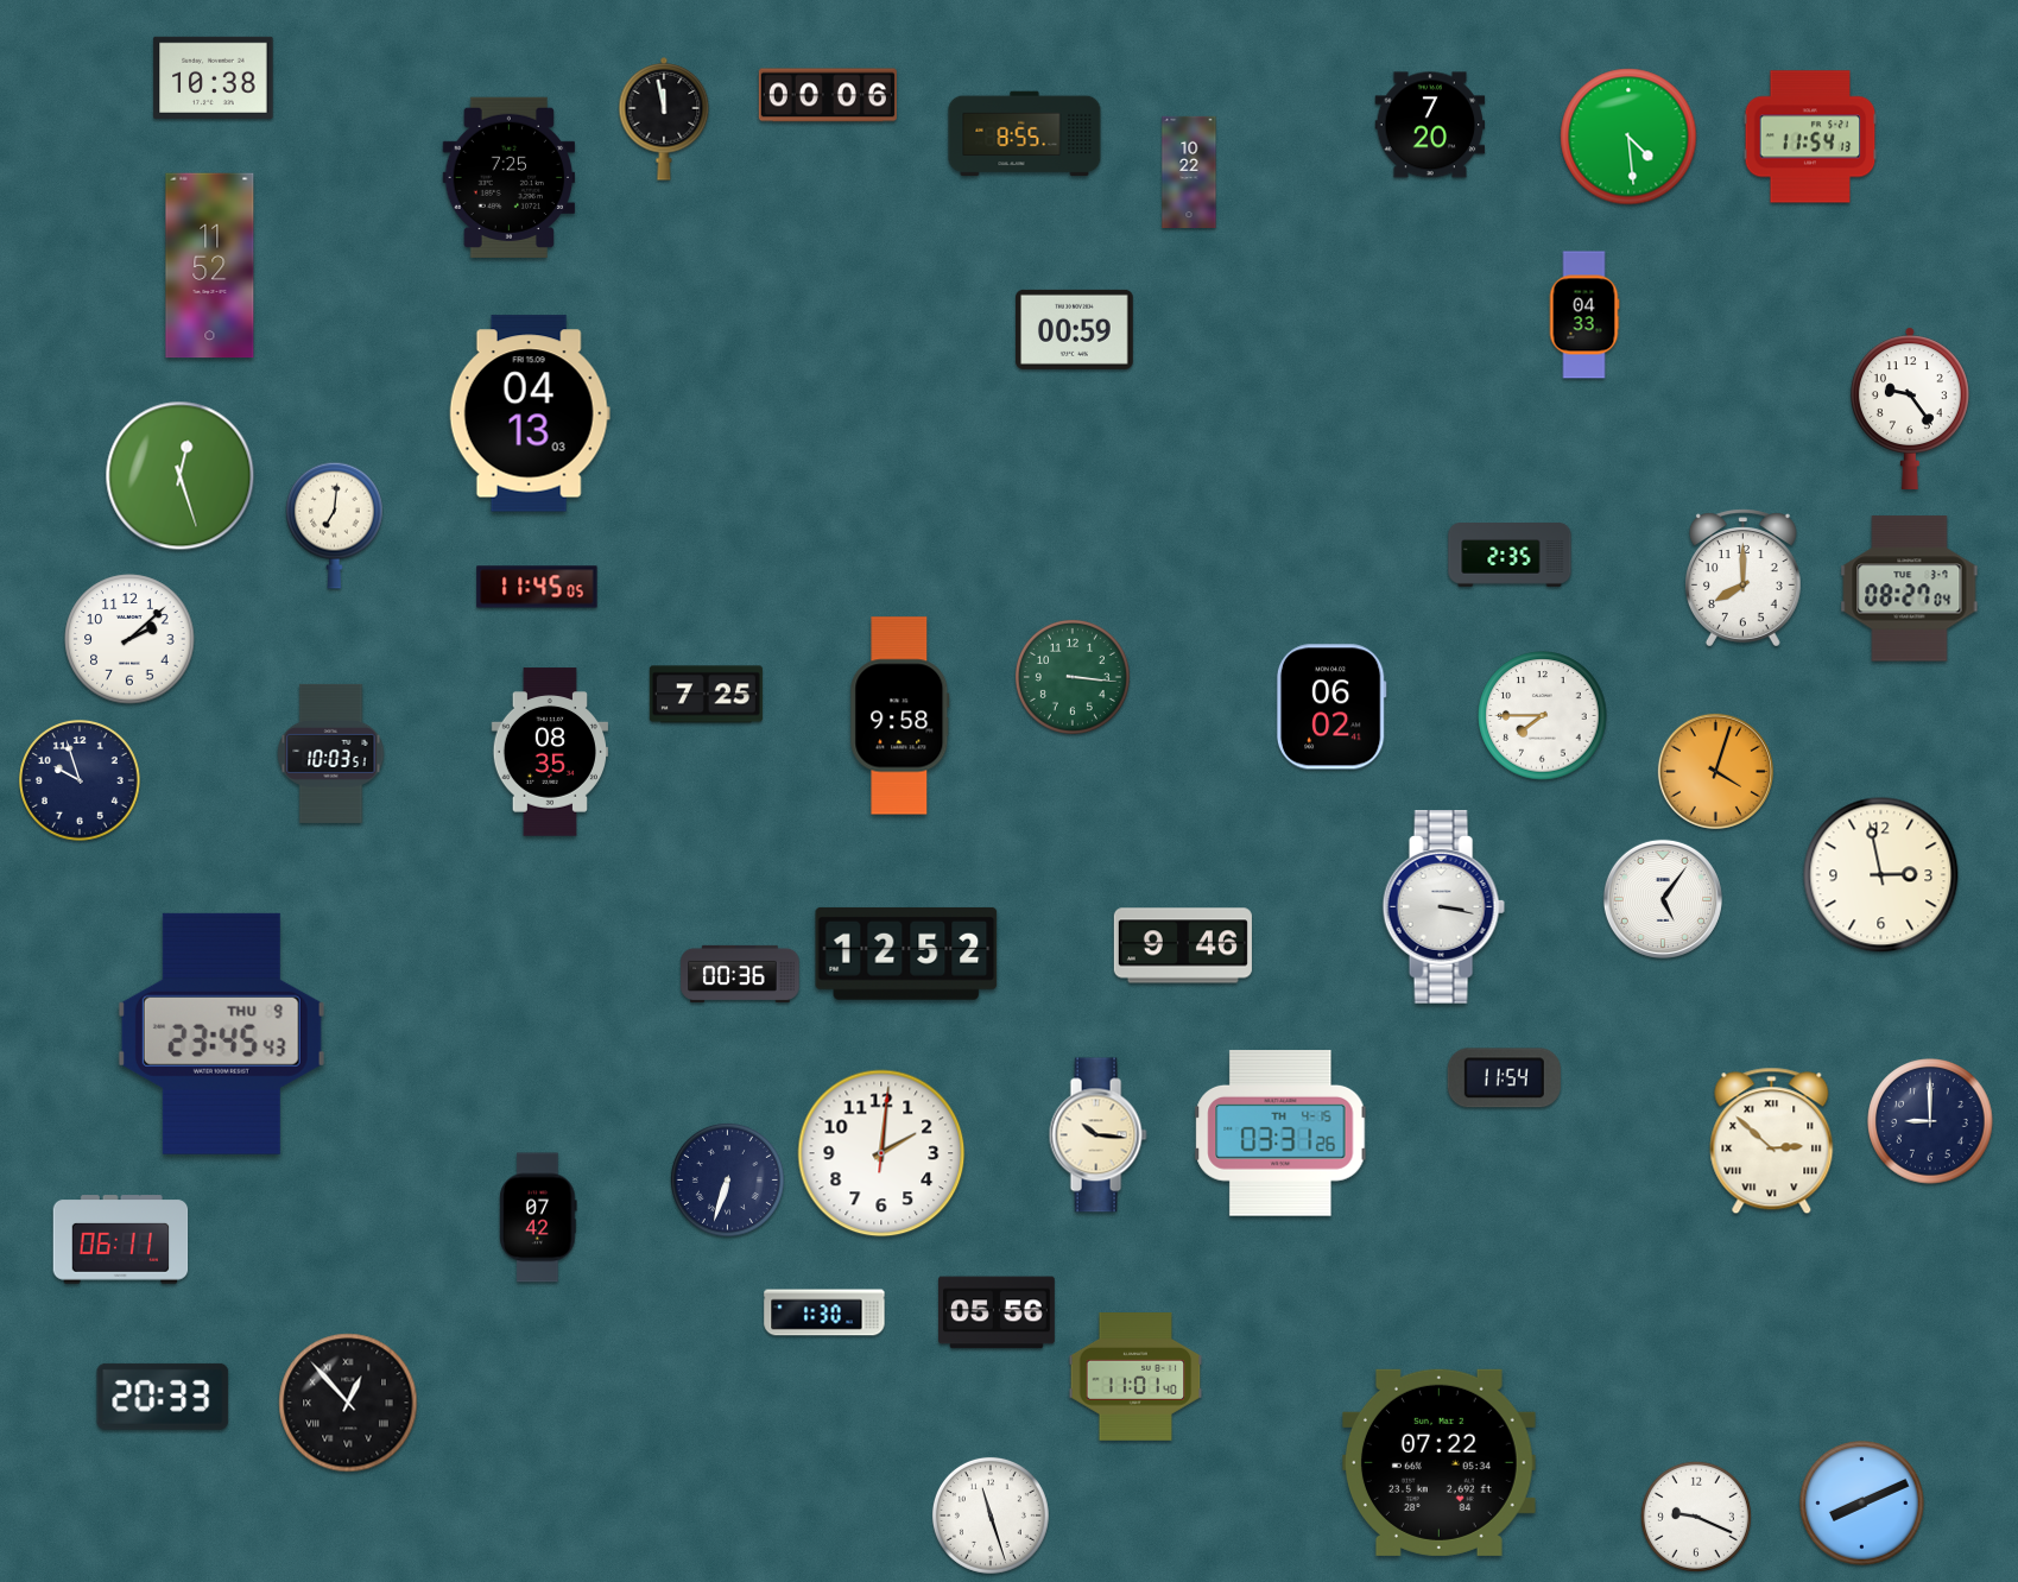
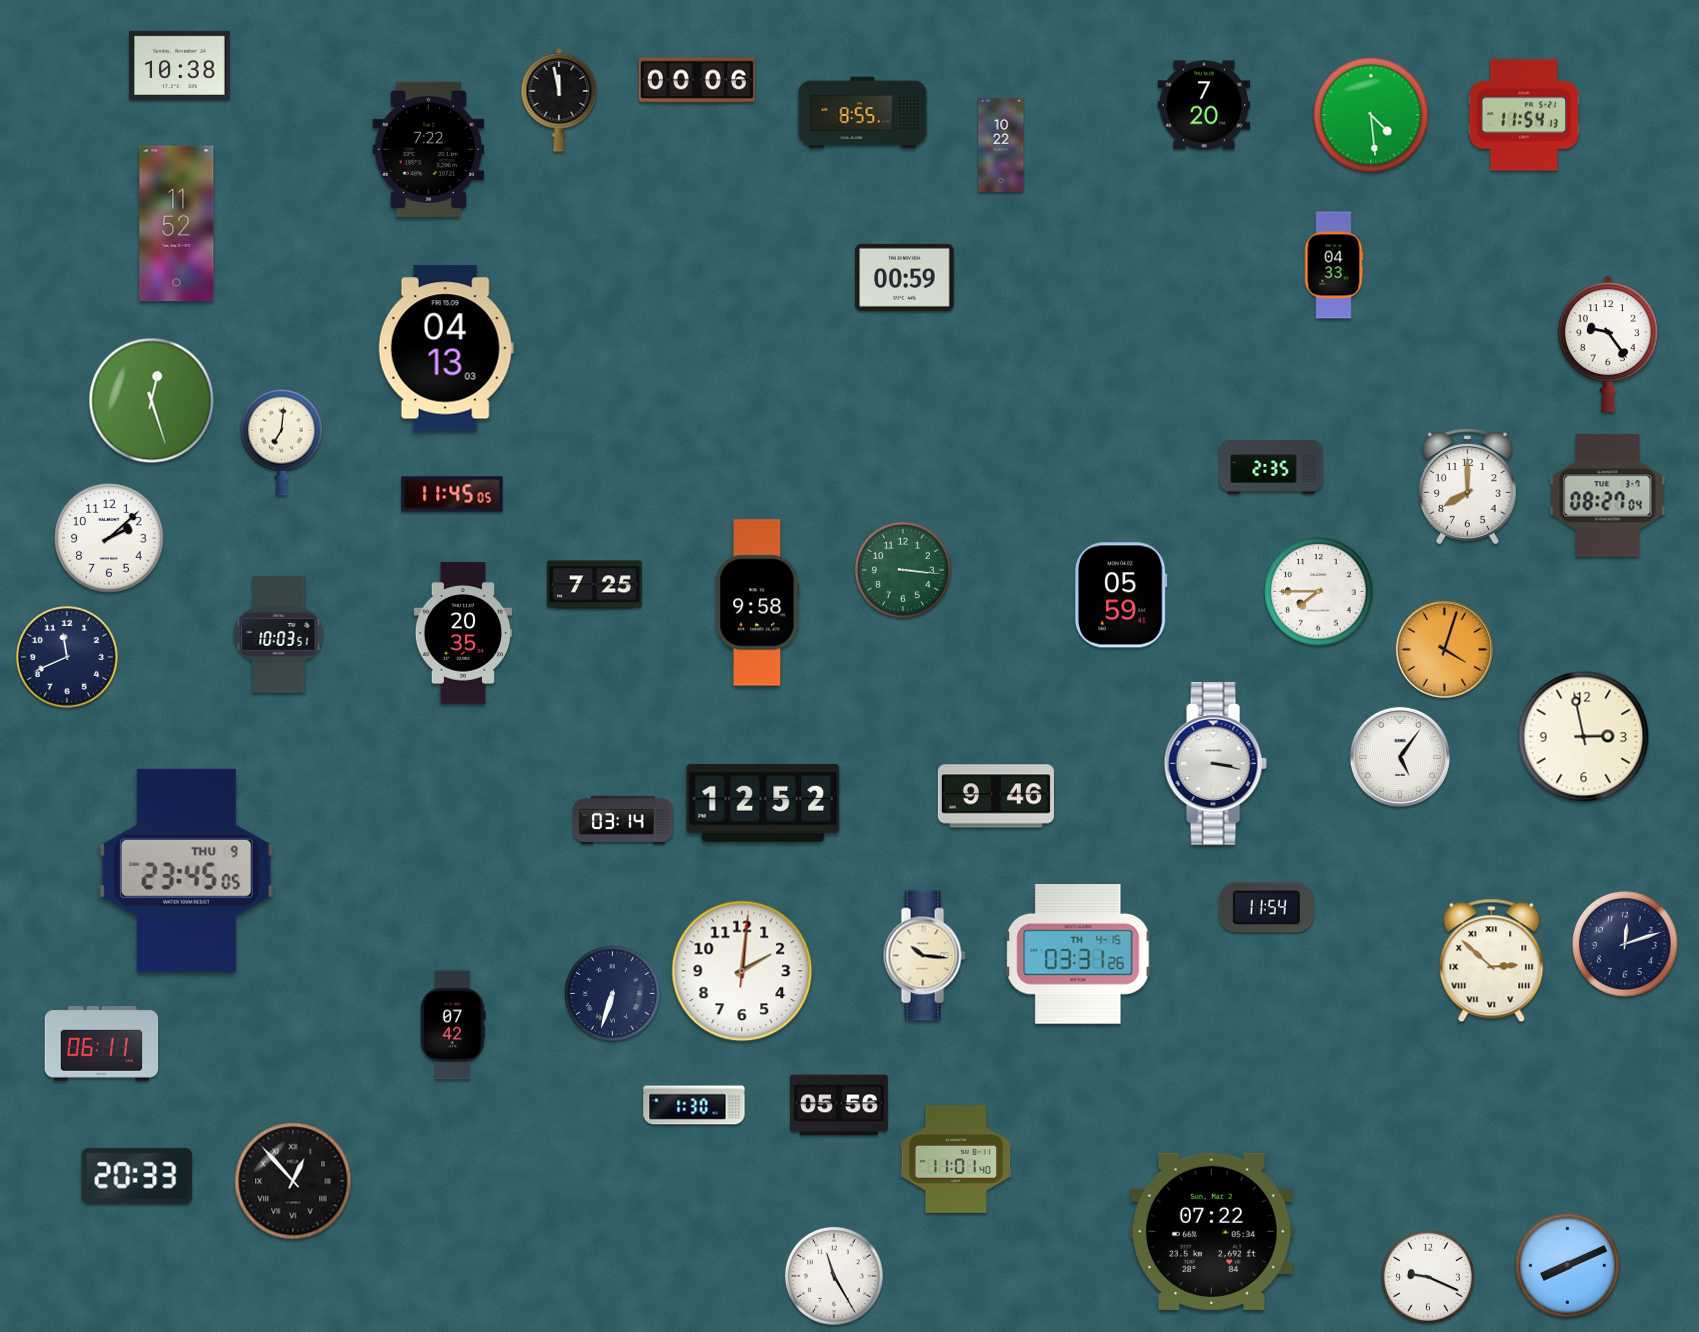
clock at (510, 177): 7:25 -> 7:22
clock at (1331, 707): 06:02 -> 05:59
clock at (1543, 716) position: (1543, 716) -> (1319, 592)
clock at (549, 752): 08:35 -> 20:35
clock at (81, 781): 9:57 -> 11:41
clock at (740, 974): 00:36 -> 03:14
clock at (221, 1033): 23:45:43 -> 23:45:05
clock at (1930, 1121): 9:00 -> 12:12
clock at (991, 1515): 11:27 -> 11:25
